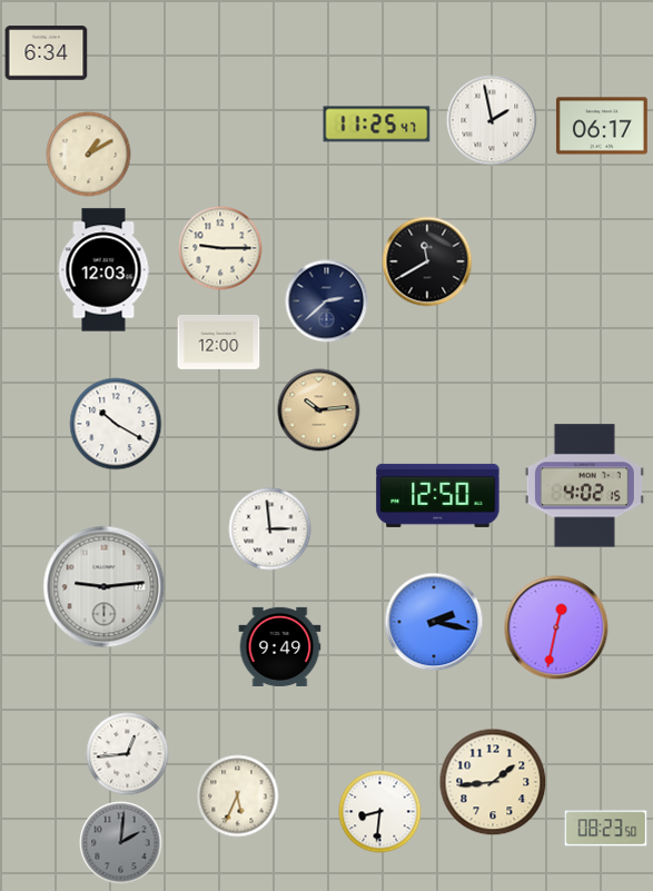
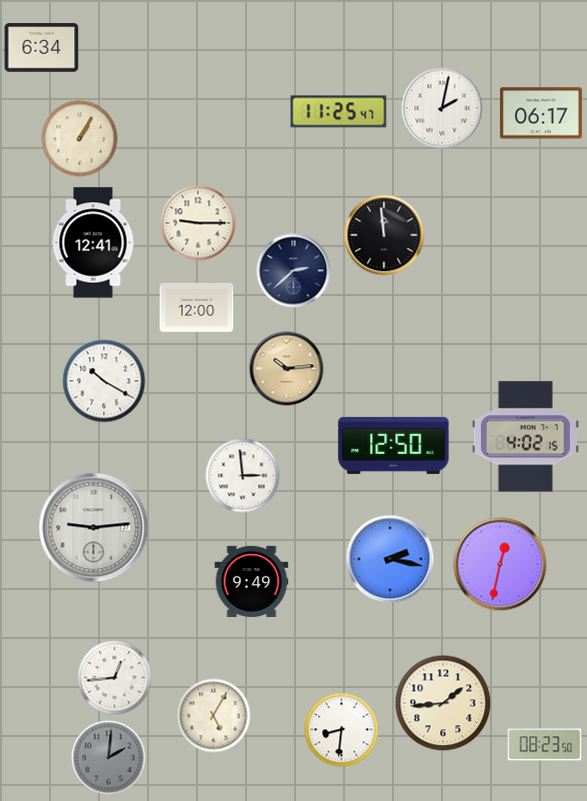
clock at (492, 120): 1:58 -> 2:02
clock at (89, 155): 1:10 -> 1:05
clock at (427, 261): 11:40 -> 11:59
clock at (103, 270): 12:03 -> 12:41
clock at (238, 796): 5:34 -> 5:05
